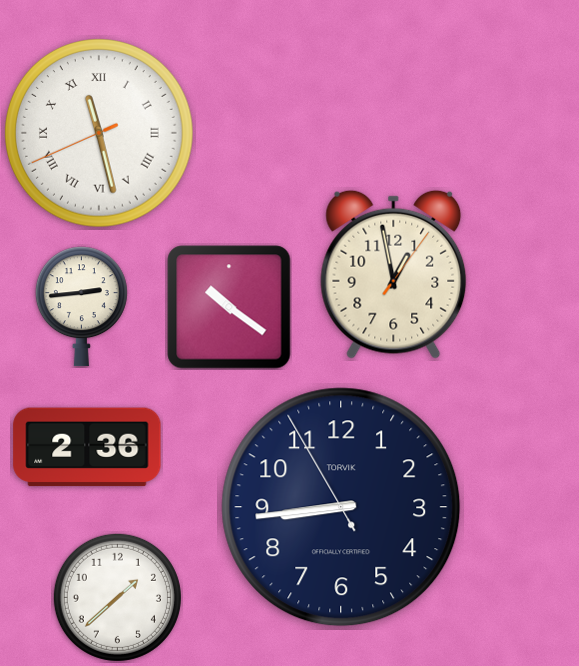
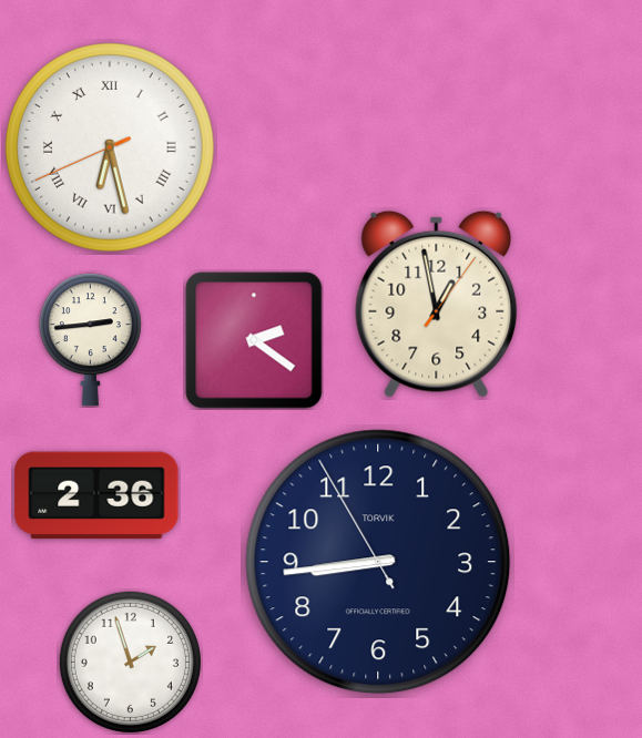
clock at (100, 134): 11:27 -> 6:27
clock at (229, 307): 10:21 -> 2:21
clock at (117, 597): 1:38 -> 1:57
